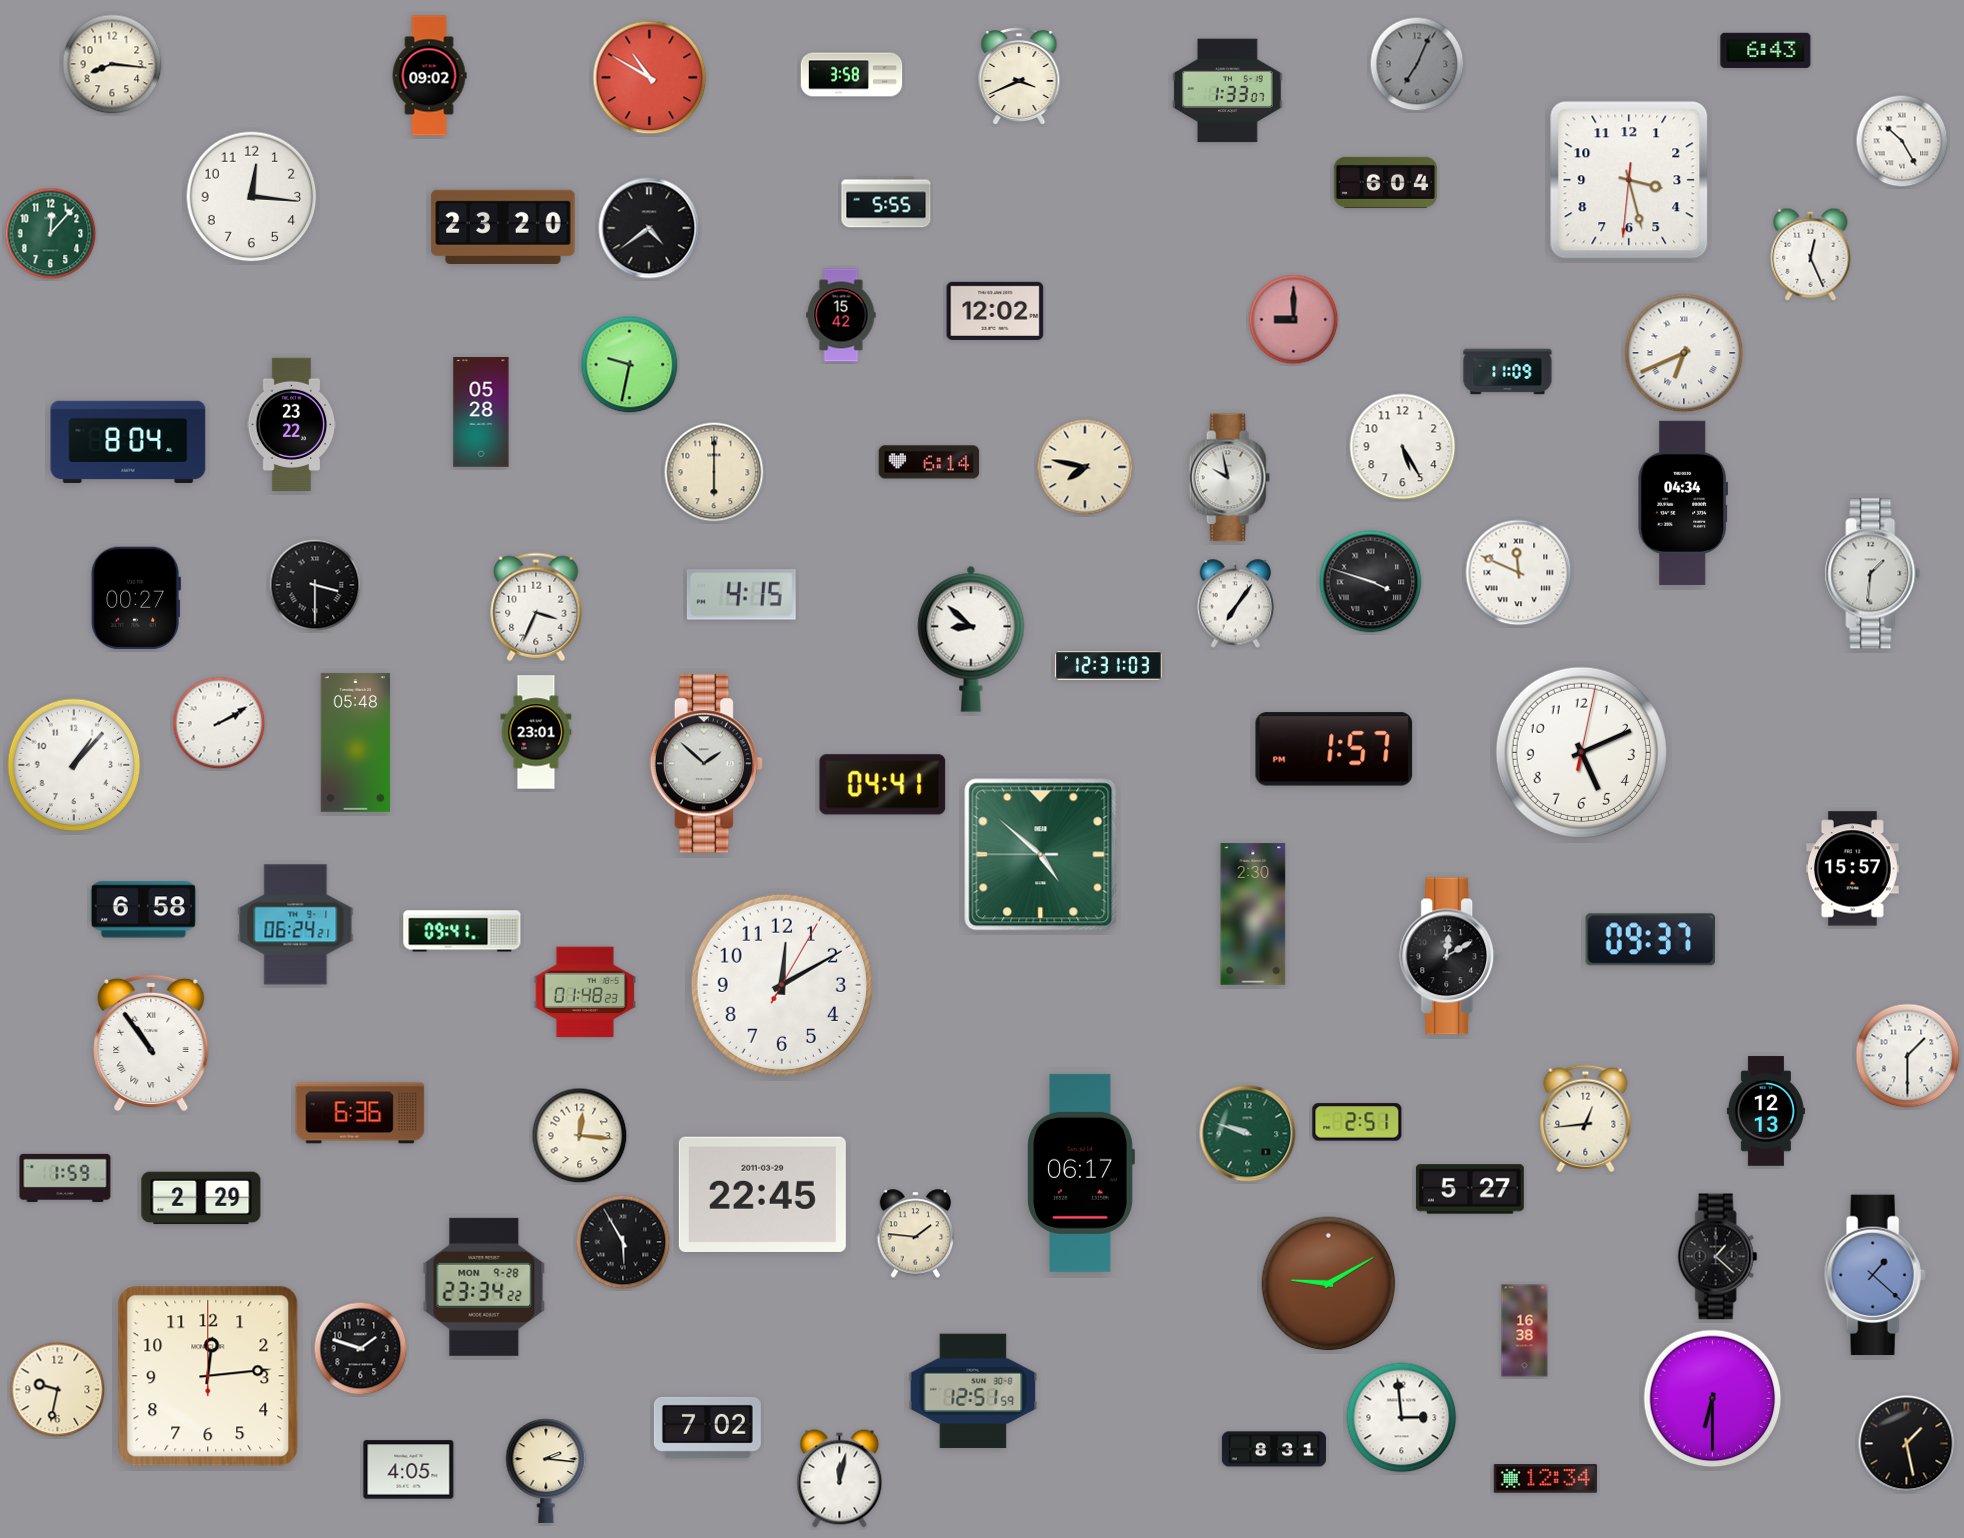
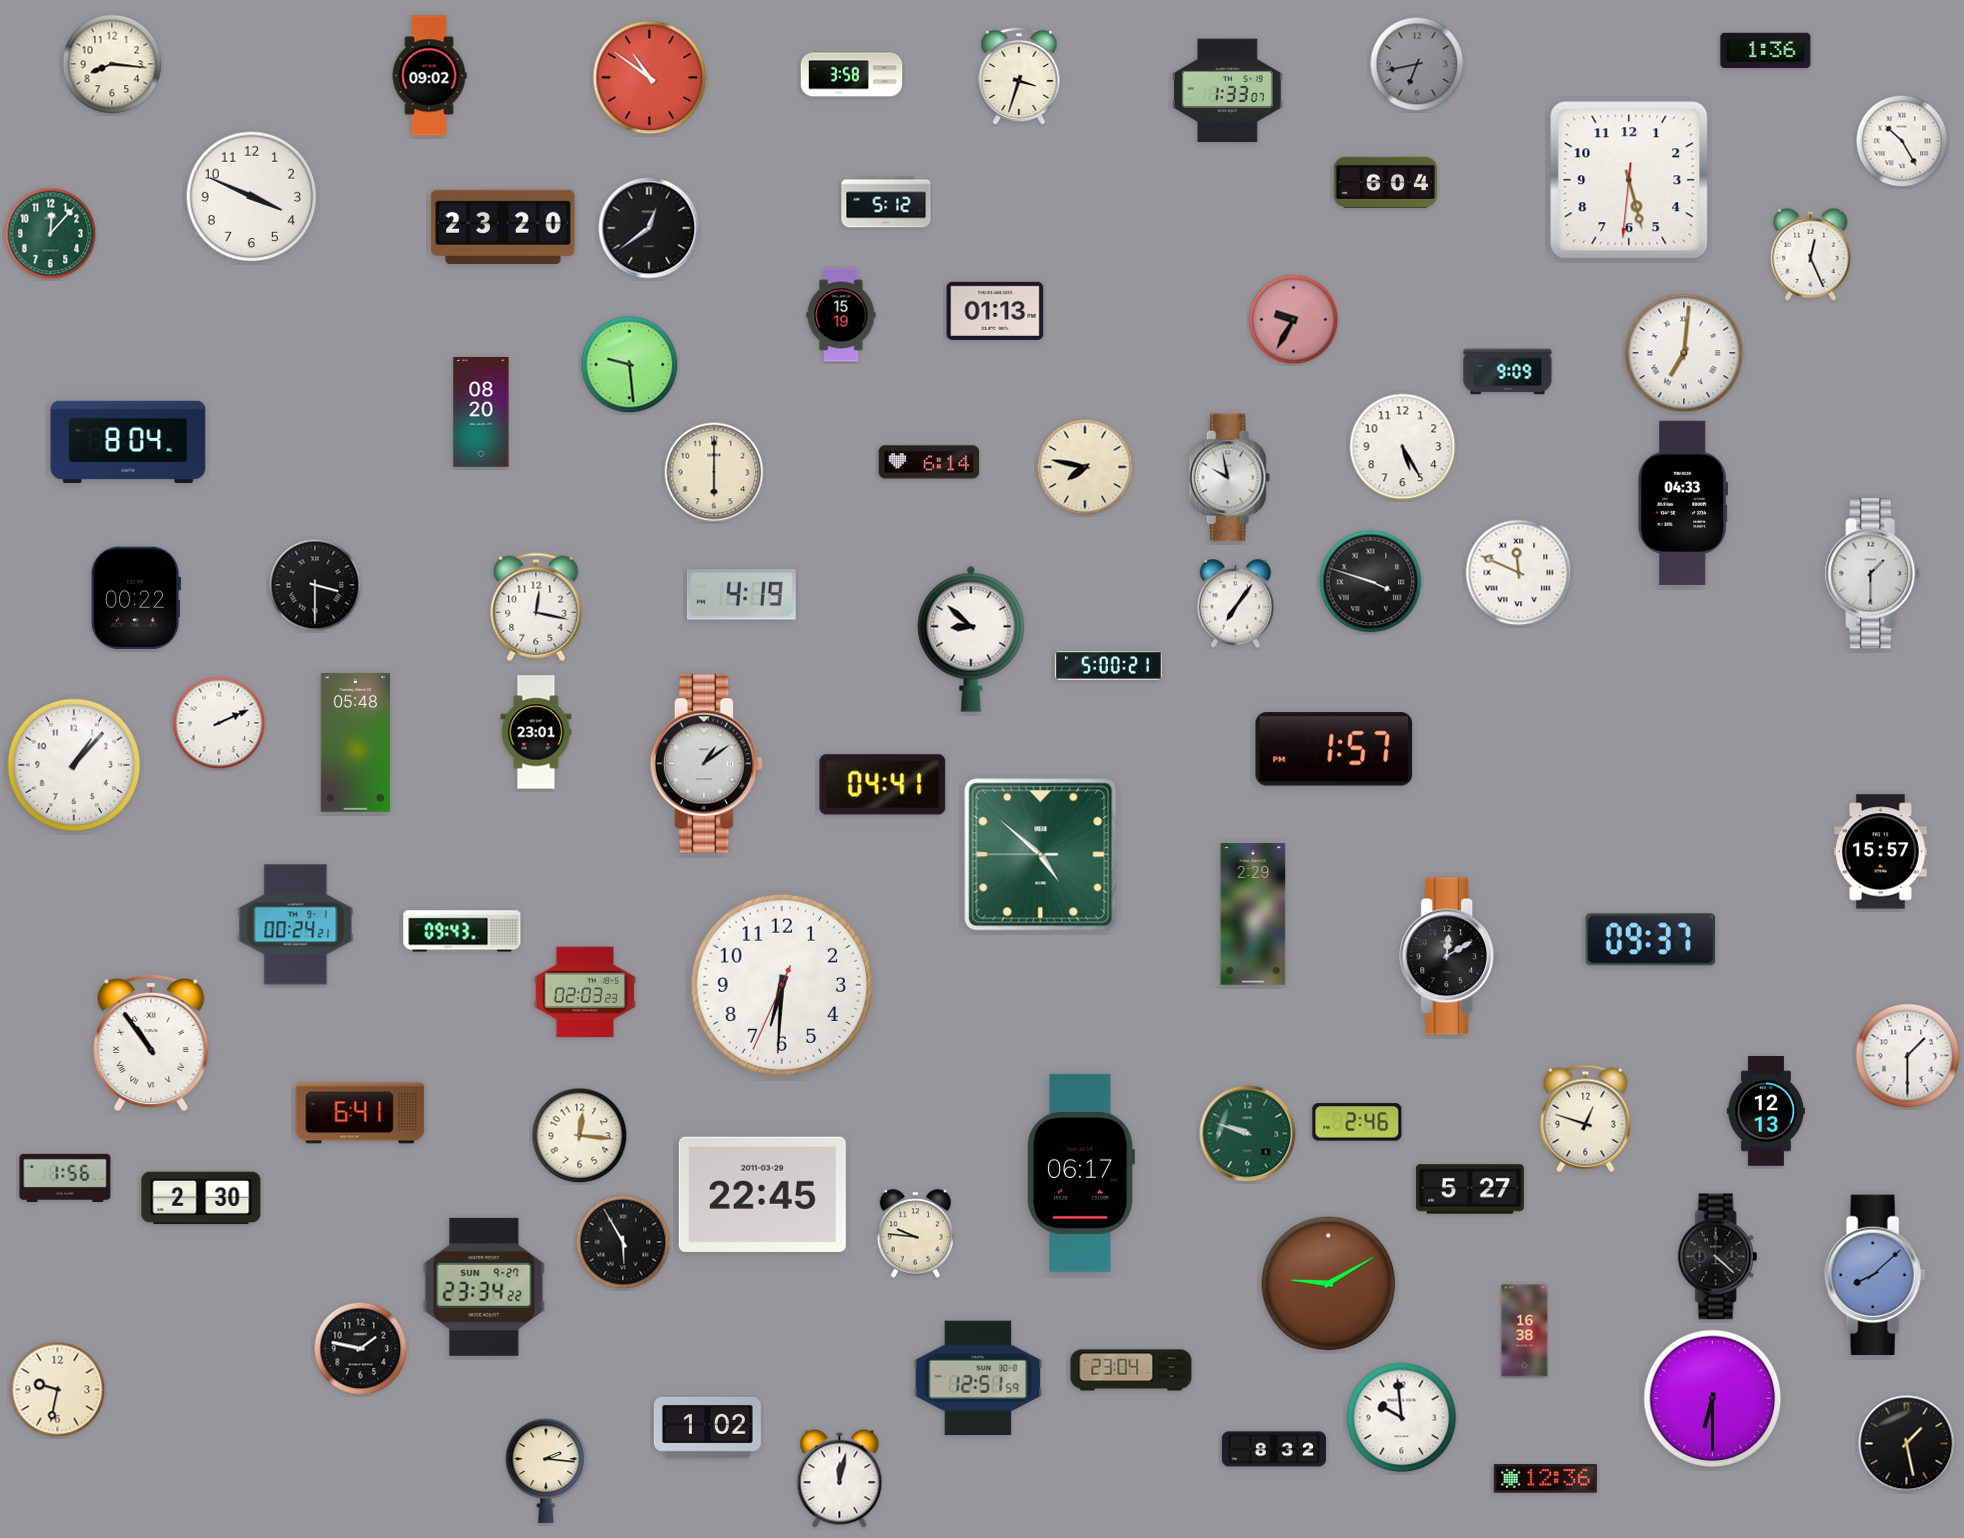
clock at (1766, 50): 6:43 -> 1:36
clock at (1417, 64): 7:04 -> 6:43
clock at (1019, 75): 3:41 -> 3:33
clock at (650, 78): 10:50 -> 10:51
clock at (1629, 180): 3:27 -> 5:27
clock at (252, 197): 12:16 -> 3:49
clock at (886, 202): 5:55 -> 5:12
clock at (649, 228): 4:39 -> 12:39
clock at (995, 311): 12:02 -> 01:13
clock at (841, 315): 15:42 -> 15:19
clock at (1294, 320): 9:00 -> 9:35
clock at (1684, 353): 6:41 -> 7:01
clock at (630, 365): 9:32 -> 9:29
clock at (1508, 372): 11:09 -> 9:09
clock at (481, 412): 05:28 -> 08:20
clock at (292, 424): 23:22 -> none
clock at (1682, 503): 04:34 -> 04:33
clock at (1873, 574): 1:31 -> 1:30
clock at (741, 595): 4:15 -> 4:19
clock at (136, 598): 00:27 -> 00:22
clock at (536, 607): 3:34 -> 12:17
clock at (1108, 666): 12:31 -> 5:00
clock at (219, 723): 2:10 -> 2:11
clock at (1581, 752): 5:11 -> none
clock at (706, 764): 1:52 -> 1:09
clock at (1852, 869) position: (1852, 869) -> (1880, 852)
clock at (143, 910): 6:58 -> none
clock at (1253, 914): 2:30 -> 2:29
clock at (296, 925): 06:24 -> 00:24
clock at (462, 931): 09:41 -> 09:43
clock at (782, 985): 12:10 -> 6:30
clock at (584, 992): 01:48 -> 02:03
clock at (360, 1113): 6:36 -> 6:41
clock at (1586, 1119): 12:44 -> 12:48
clock at (1357, 1122): 2:51 -> 2:46
clock at (65, 1177): 1:59 -> 1:56
clock at (201, 1198): 2:29 -> 2:30
clock at (916, 1234): 1:46 -> 9:46
clock at (1718, 1257): 1:22 -> 4:22
clock at (1875, 1275): 1:22 -> 8:08
clock at (484, 1287) date: MON 9-28 -> SUN 9-27
clock at (361, 1349): 1:48 -> 1:47
clock at (1131, 1370): none -> 23:04
clock at (208, 1376): 12:14 -> none
clock at (973, 1391) position: (973, 1391) -> (978, 1378)
clock at (1402, 1418): 2:59 -> 9:59
clock at (707, 1427): 7:02 -> 1:02
clock at (1274, 1449): 8:31 -> 8:32
clock at (409, 1470): 4:05 -> none
clock at (1545, 1479): 12:34 -> 12:36
